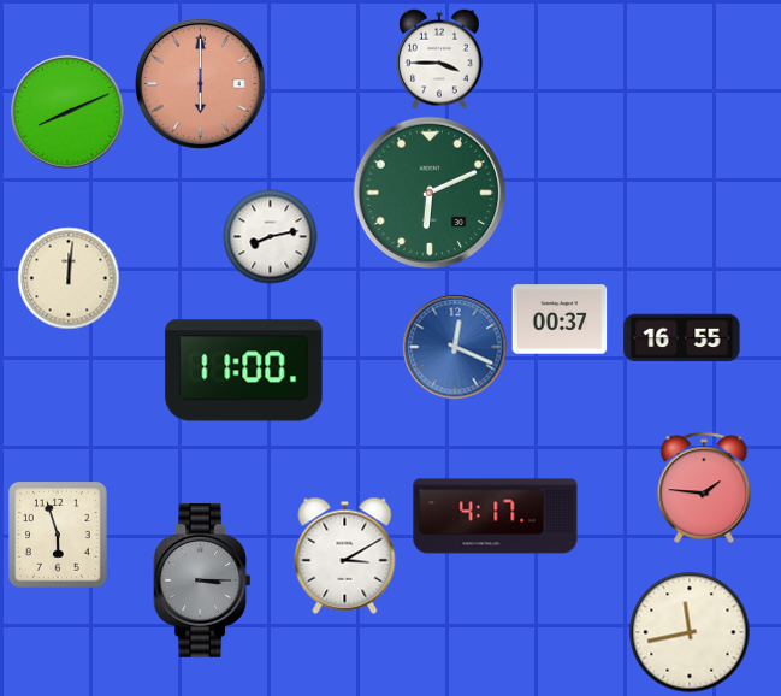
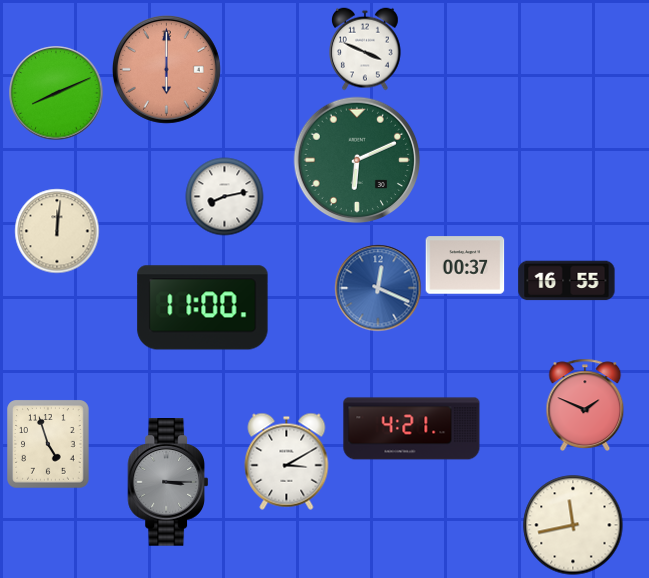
clock at (440, 59): 3:45 -> 3:49
clock at (704, 486): 1:46 -> 1:49
clock at (496, 517): 4:17 -> 4:21
clock at (58, 535): 5:57 -> 4:57
